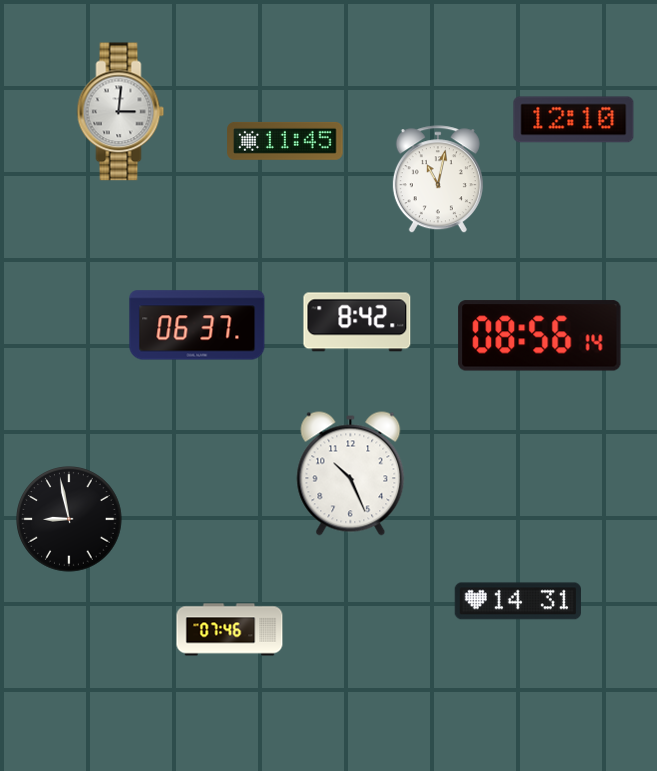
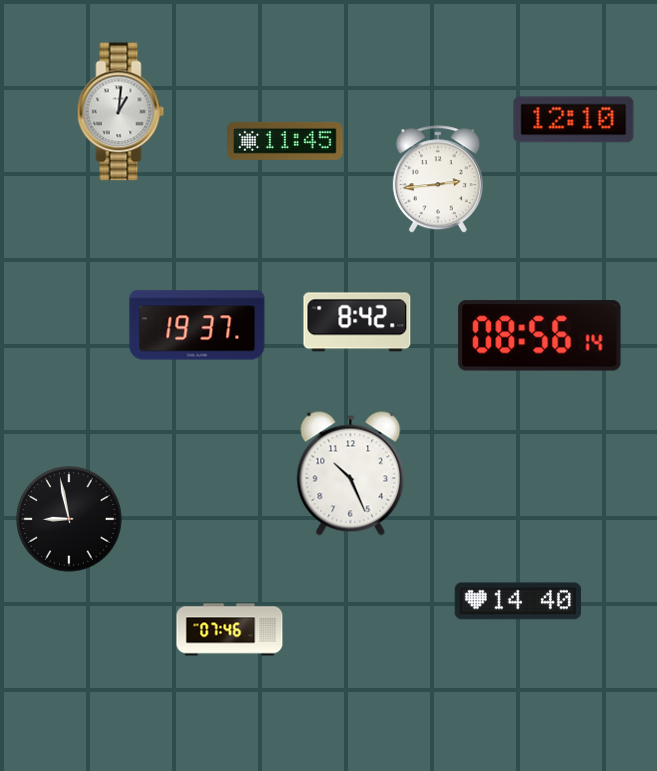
clock at (121, 112): 3:01 -> 1:01
clock at (438, 180): 11:02 -> 2:44
clock at (197, 325): 06:37 -> 19:37
clock at (518, 601): 14:31 -> 14:40
